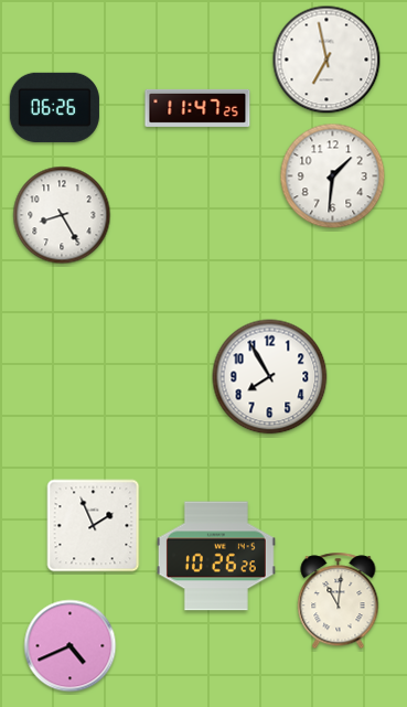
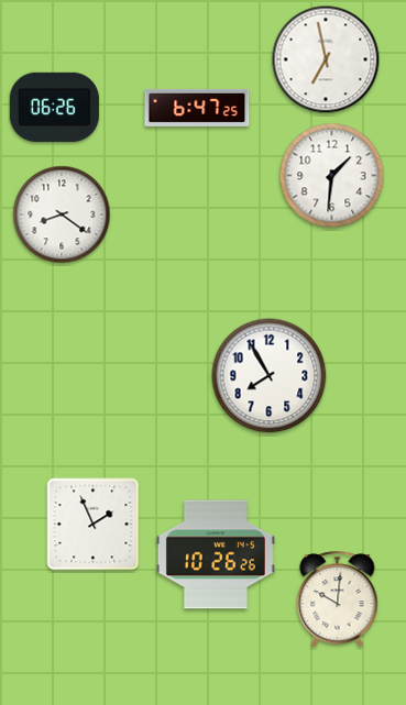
clock at (197, 108): 11:47 -> 6:47
clock at (62, 215): 8:25 -> 8:21
clock at (339, 601): 11:01 -> 10:01
clock at (71, 646): 4:41 -> none
